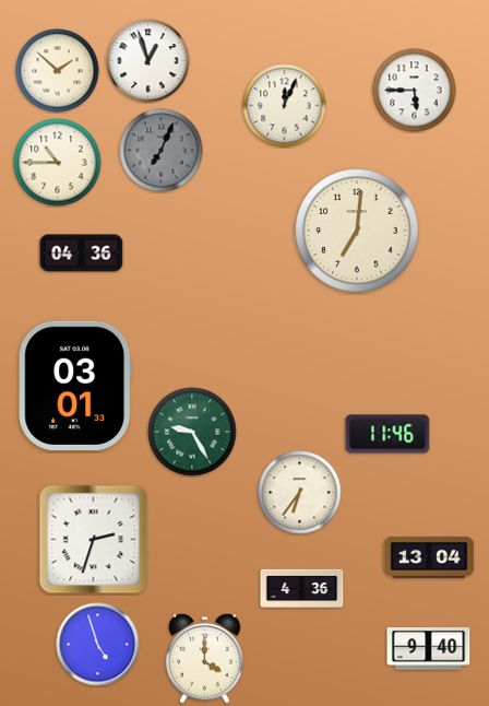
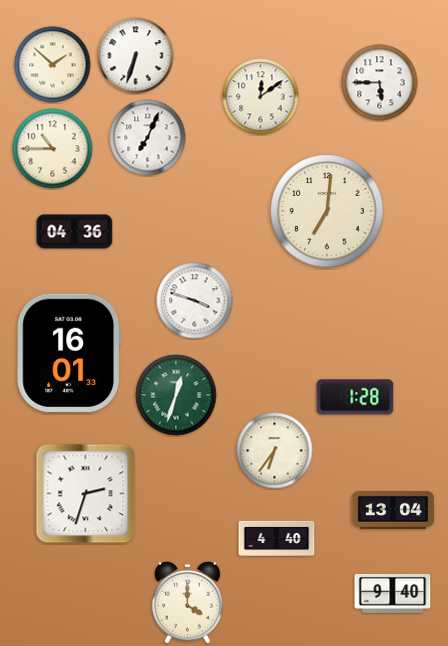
clock at (148, 61): 12:57 -> 6:33
clock at (285, 106): 12:04 -> 12:09
clock at (162, 151) dial: grey -> white
clock at (195, 301): none -> 3:48
clock at (75, 385): 03:01 -> 16:01
clock at (192, 432): 9:25 -> 12:33
clock at (387, 434): 11:46 -> 1:28
clock at (302, 589): 4:36 -> 4:40
clock at (98, 645): 4:57 -> none
